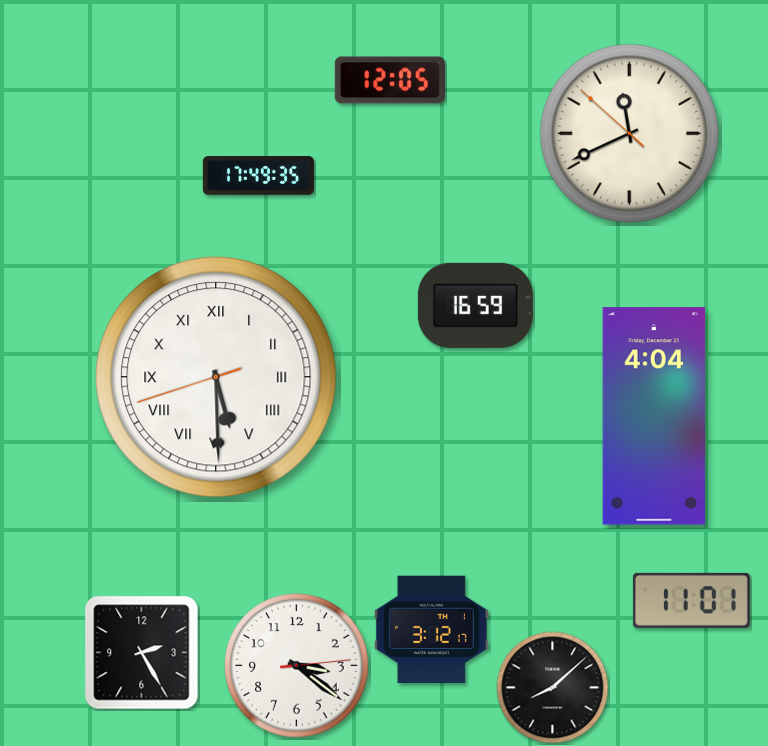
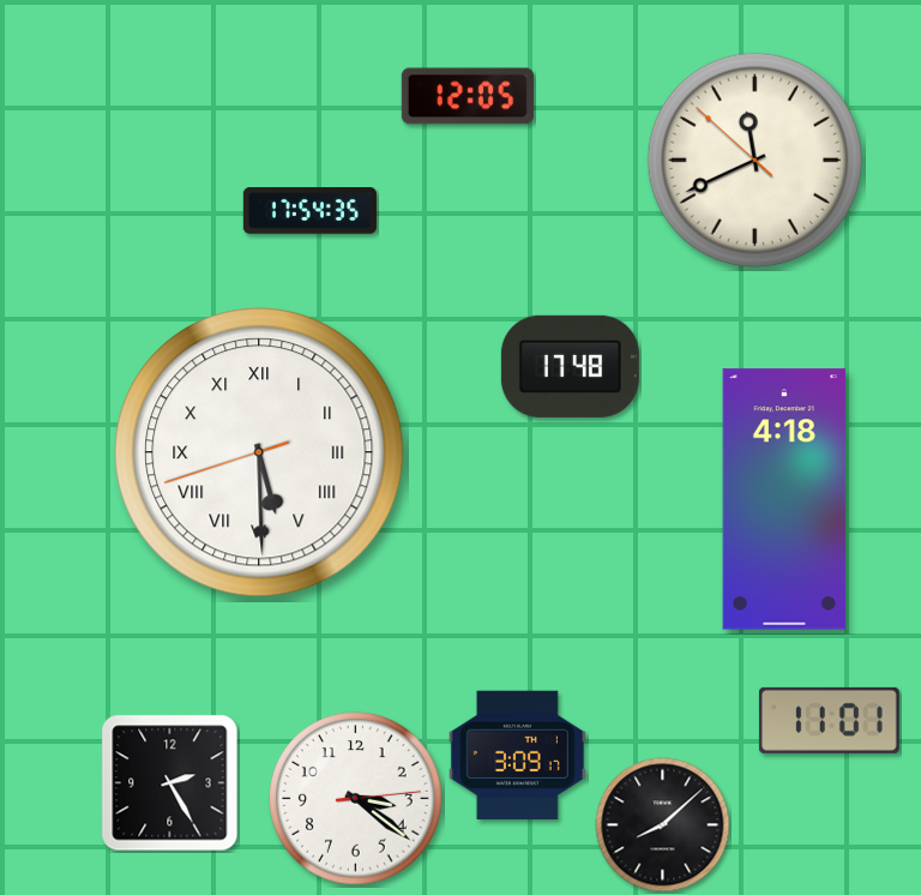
clock at (258, 176): 17:49 -> 17:54
clock at (475, 305): 16:59 -> 17:48
clock at (654, 416): 4:04 -> 4:18
clock at (431, 630): 3:12 -> 3:09
